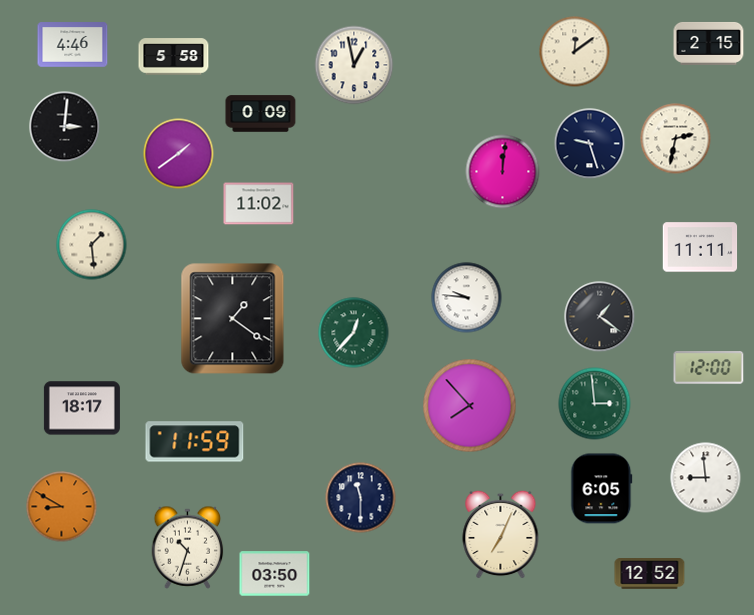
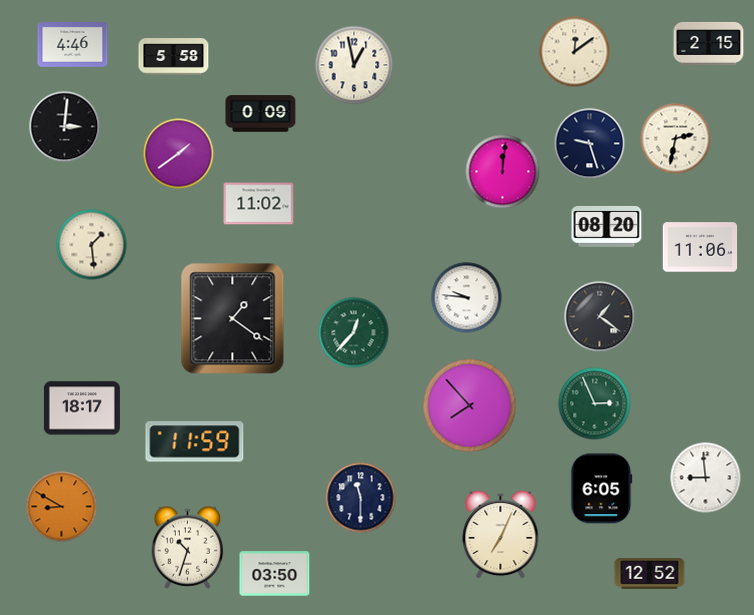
clock at (607, 226): none -> 08:20
clock at (700, 247): 11:11 -> 11:06
clock at (709, 368): 12:00 -> none
clock at (595, 404): 2:59 -> 2:56
